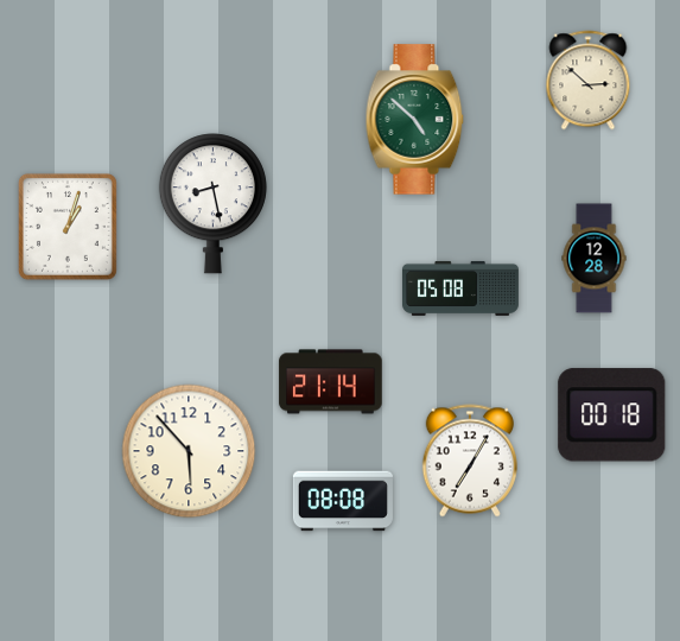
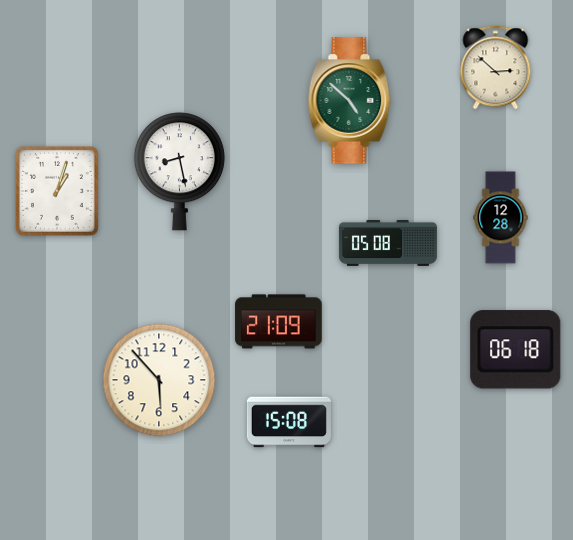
clock at (331, 382): 21:14 -> 21:09
clock at (612, 415): 00:18 -> 06:18
clock at (470, 461): 7:05 -> none
clock at (343, 501): 08:08 -> 15:08
